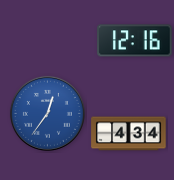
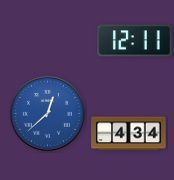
clock at (135, 41): 12:16 -> 12:11
clock at (47, 113): 12:36 -> 12:38
